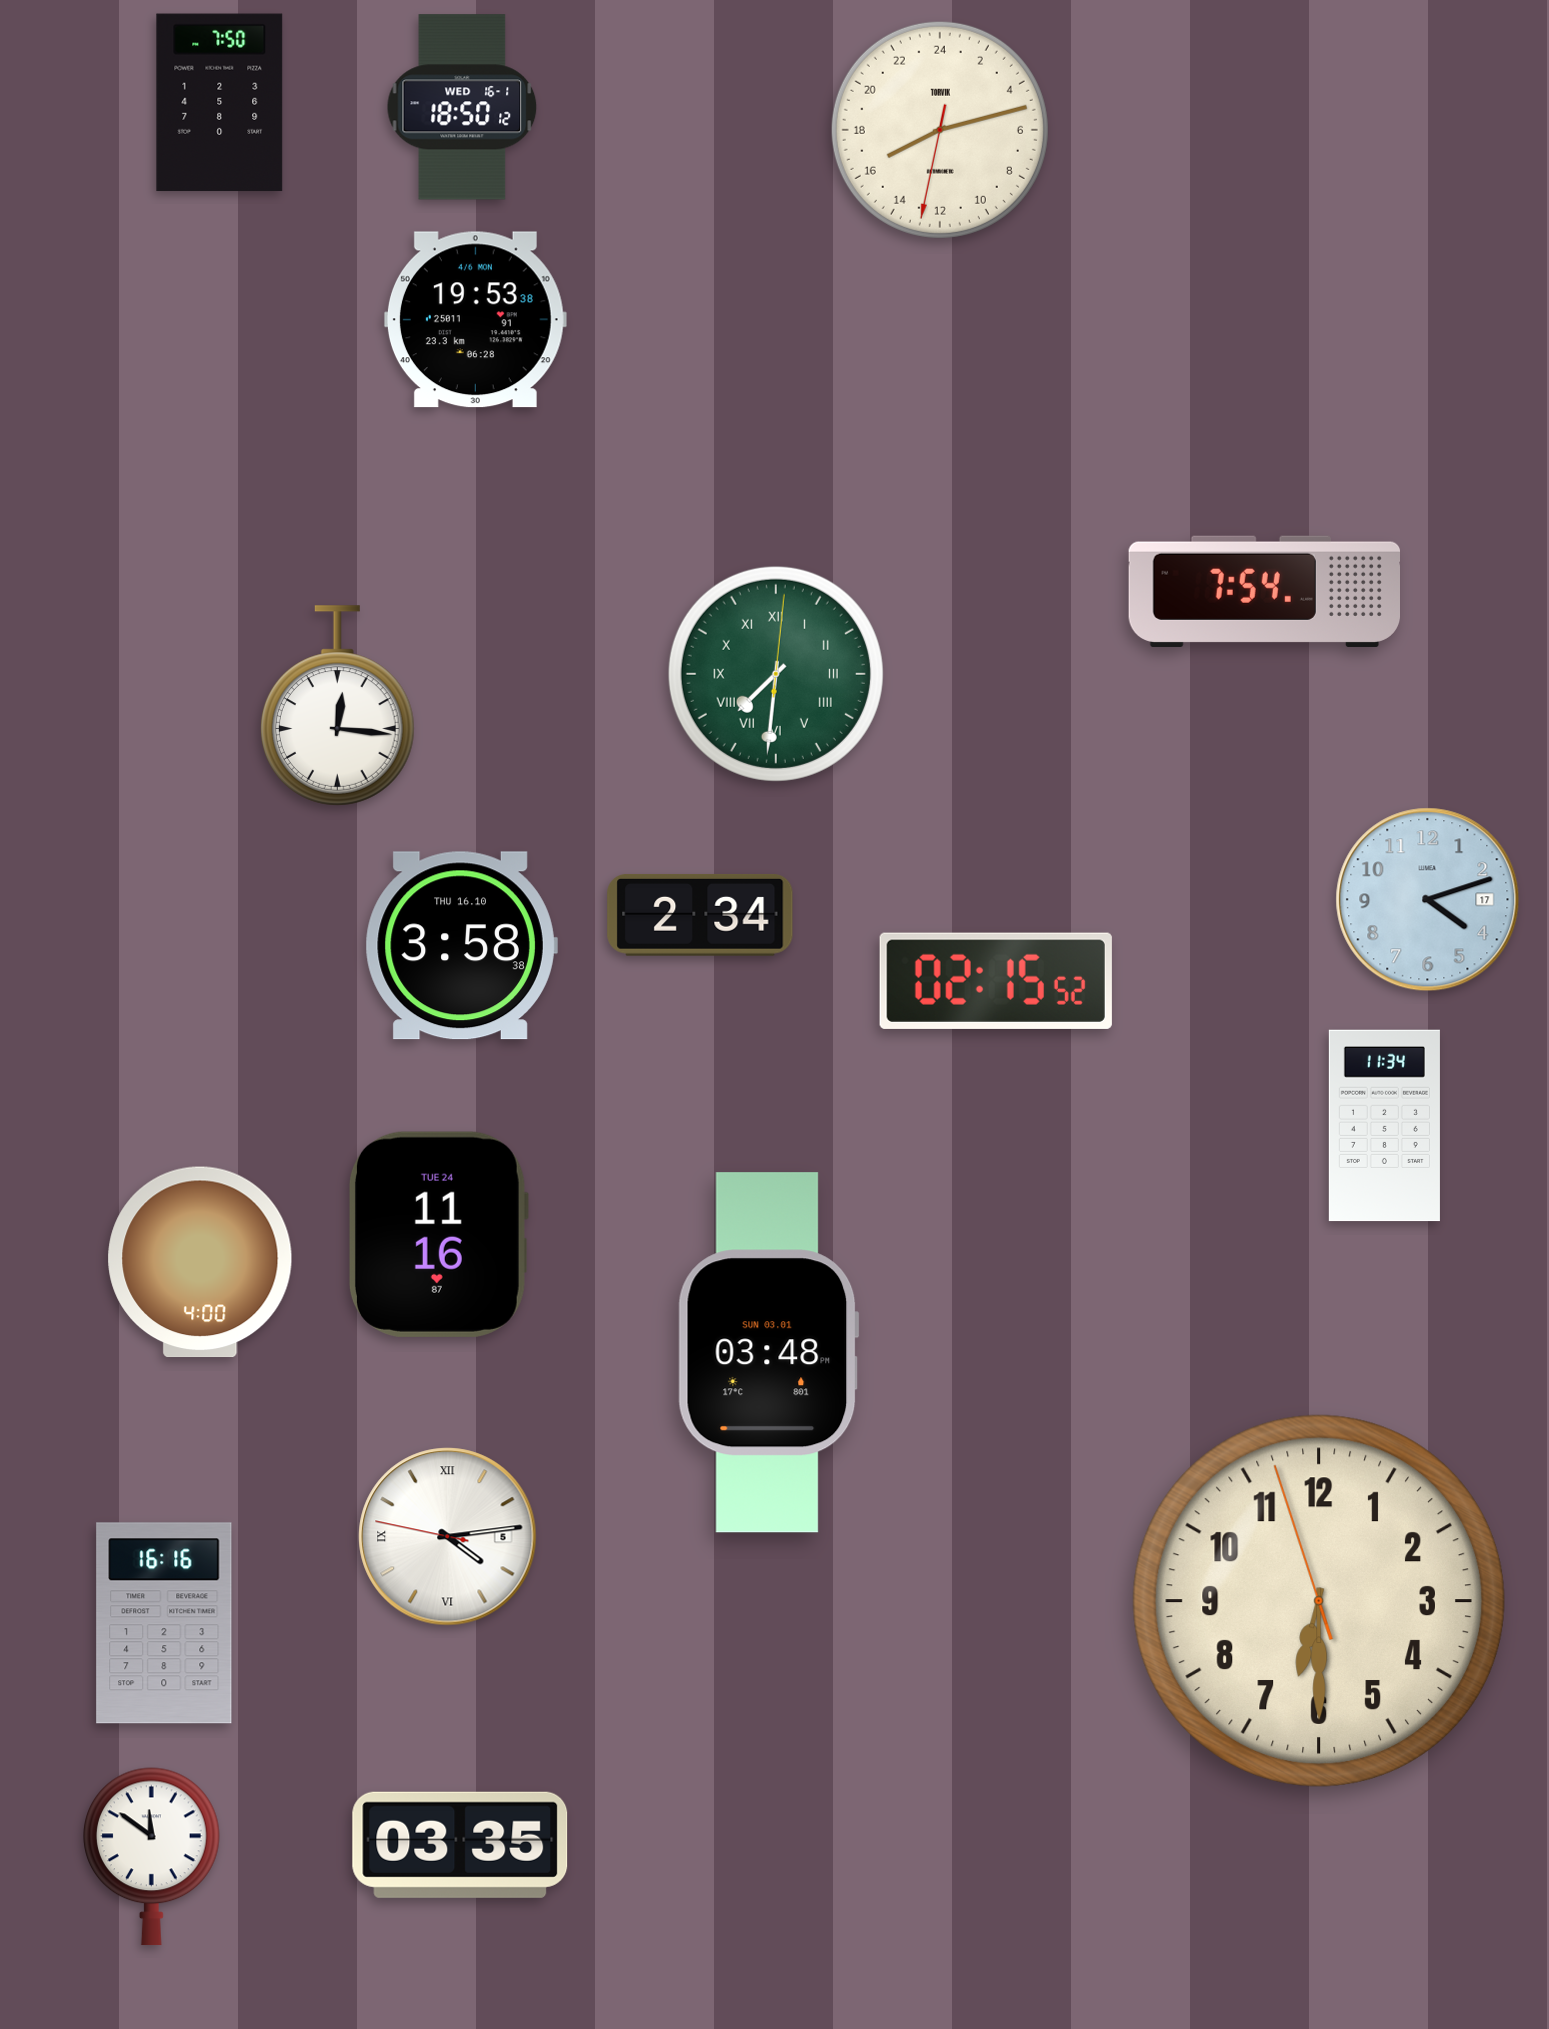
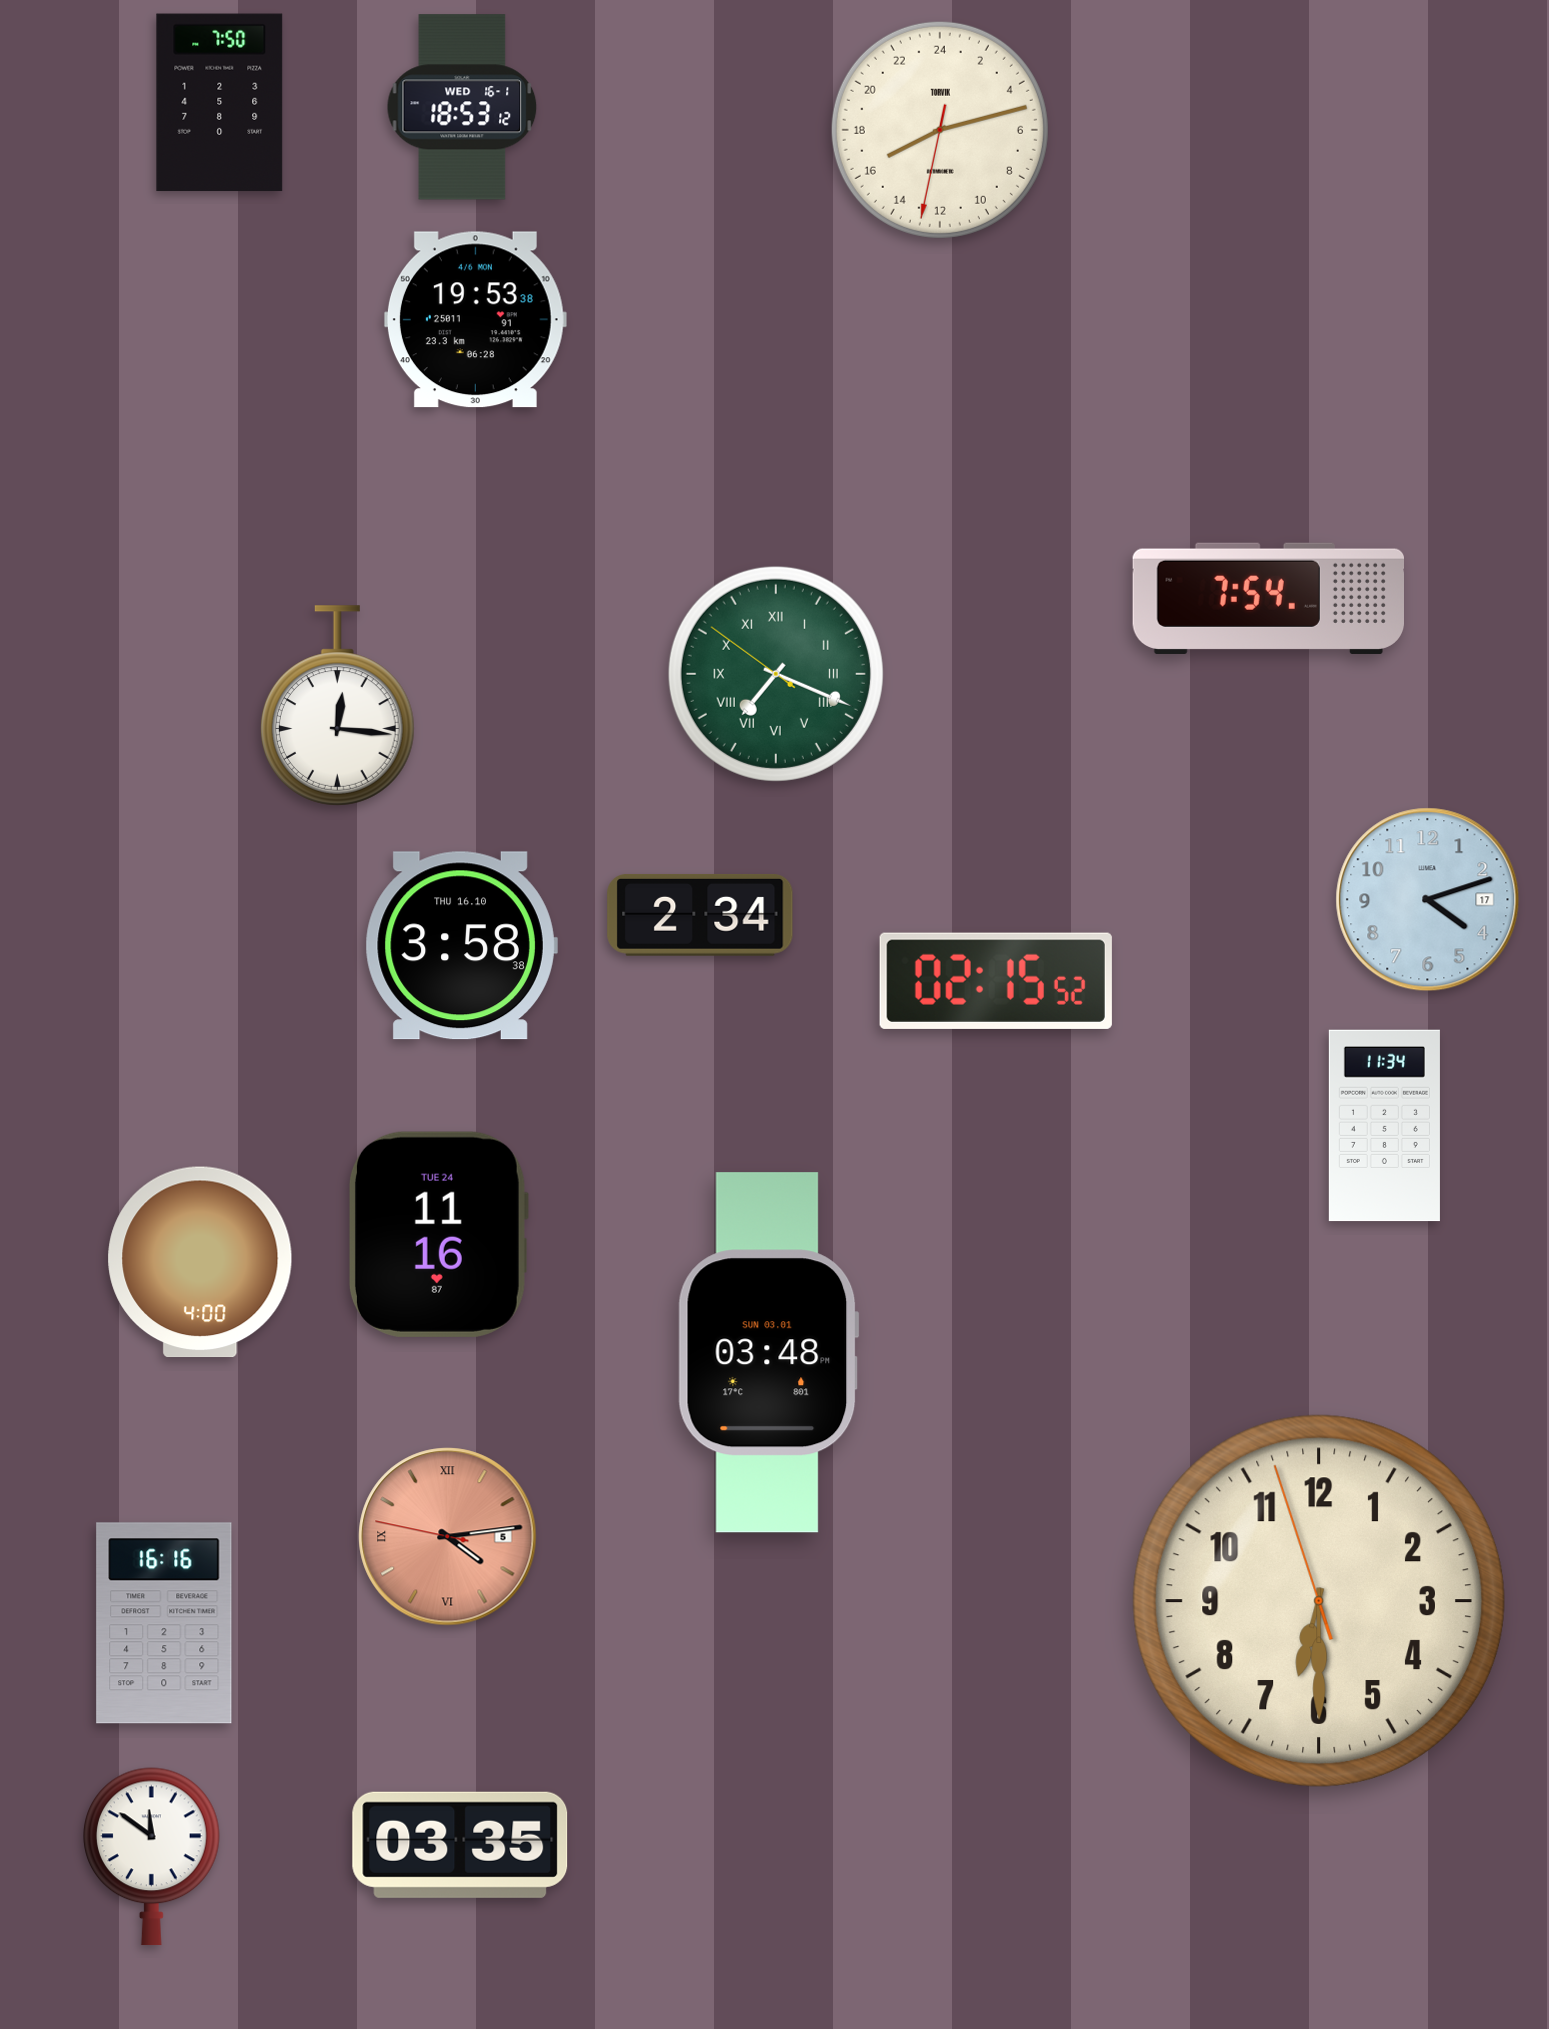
clock at (462, 107): 18:50 -> 18:53
clock at (1264, 591) position: (1264, 591) -> (1268, 598)
clock at (776, 674): 7:31 -> 7:18
clock at (448, 1537) dial: white -> salmon
